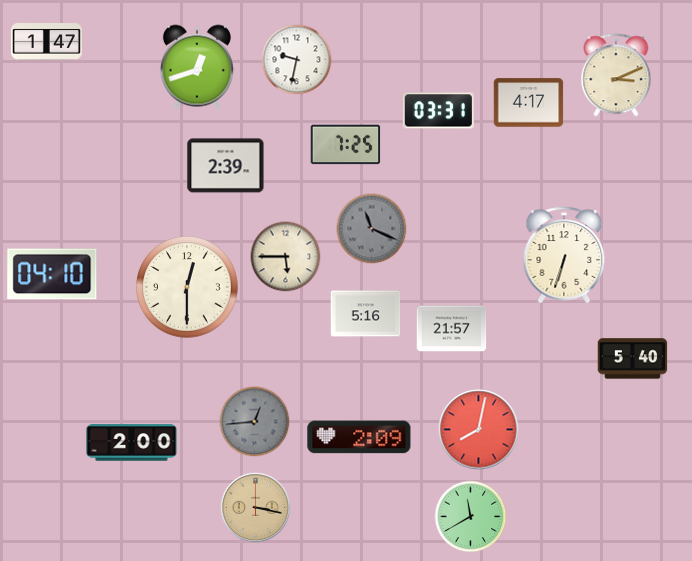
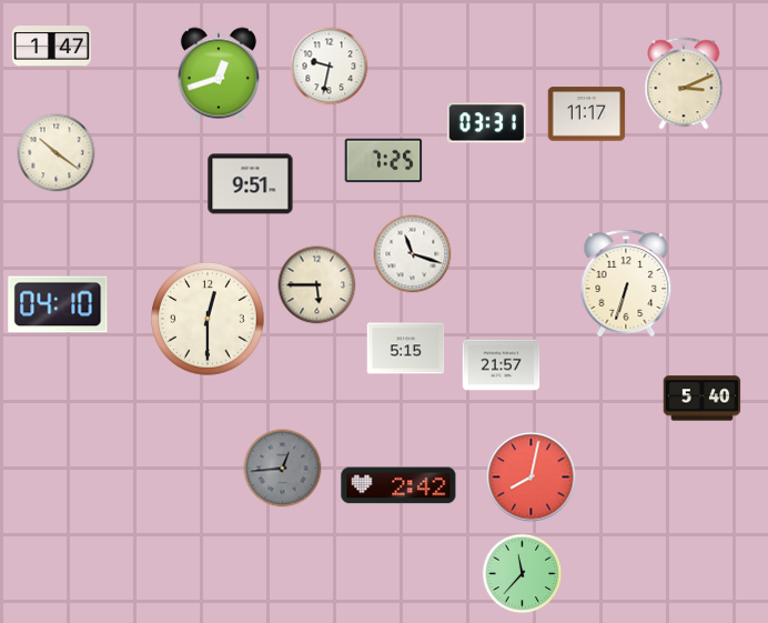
clock at (529, 103): 4:17 -> 11:17
clock at (57, 153): none -> 10:21
clock at (226, 166): 2:39 -> 9:51
clock at (372, 229): 11:19 -> 11:18
clock at (372, 229) dial: grey -> white
clock at (366, 314): 5:16 -> 5:15
clock at (359, 437): 2:09 -> 2:42
clock at (132, 443): 2:00 -> none
clock at (256, 508): 3:17 -> none
clock at (471, 517): 11:40 -> 11:37
